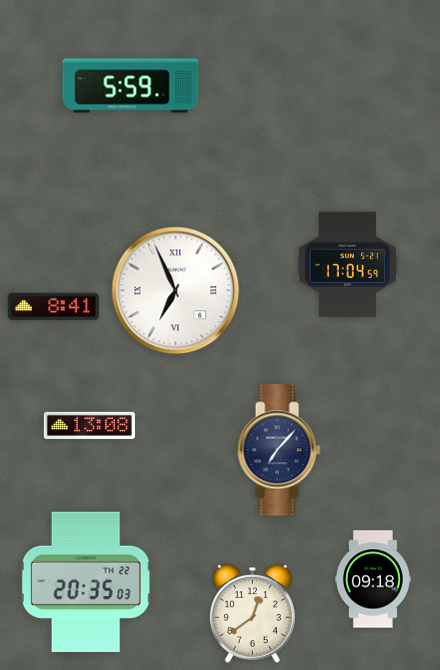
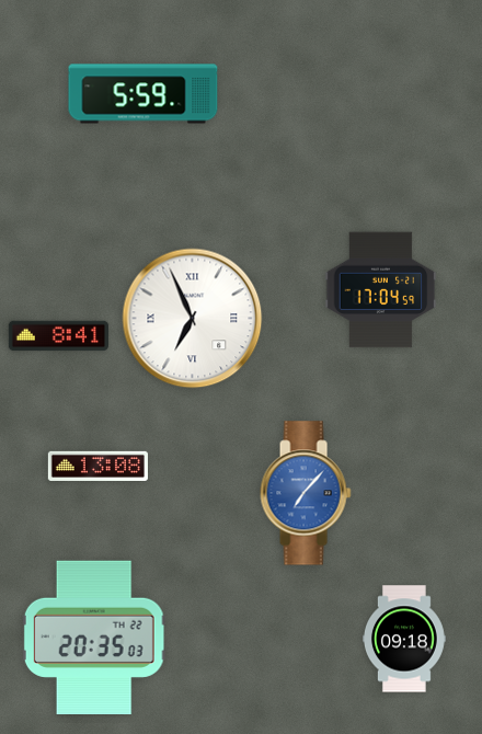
clock at (279, 450) dial: navy -> blue
clock at (373, 579) position: (373, 579) -> (404, 639)
clock at (252, 614): 12:39 -> none
